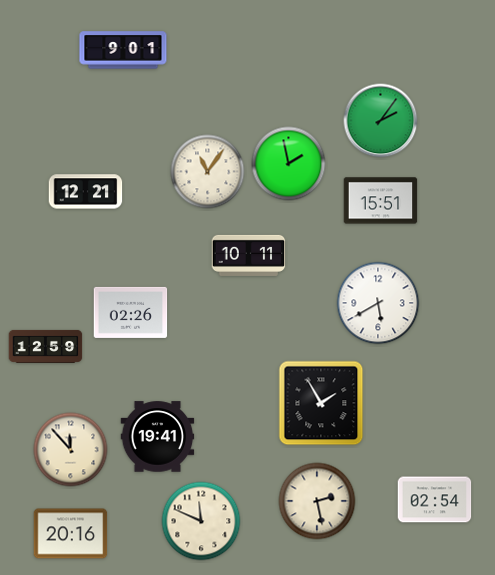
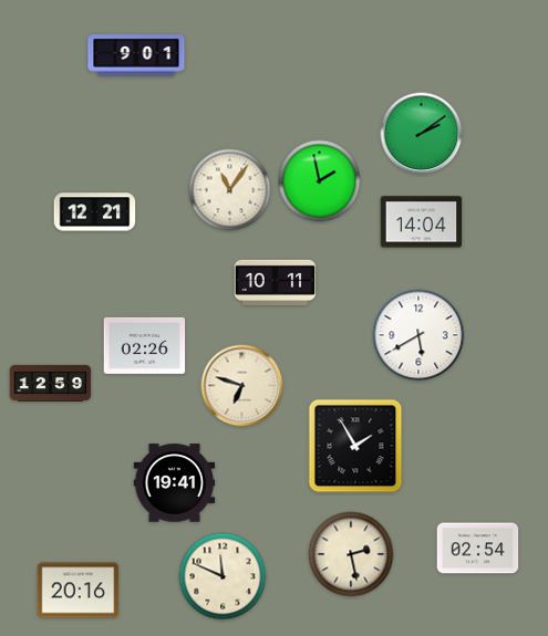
clock at (381, 121): 2:06 -> 2:09
clock at (381, 201): 15:51 -> 14:04
clock at (242, 386): none -> 6:48
clock at (71, 450): 11:53 -> none
clock at (435, 500) position: (435, 500) -> (478, 549)
